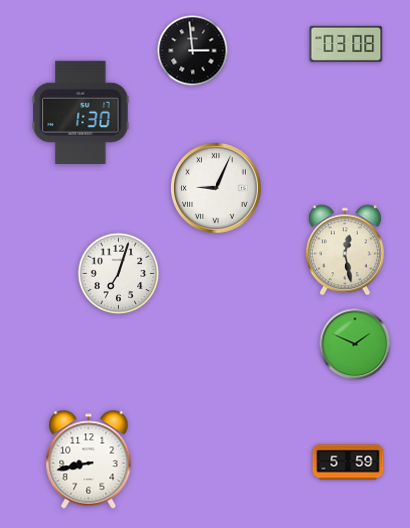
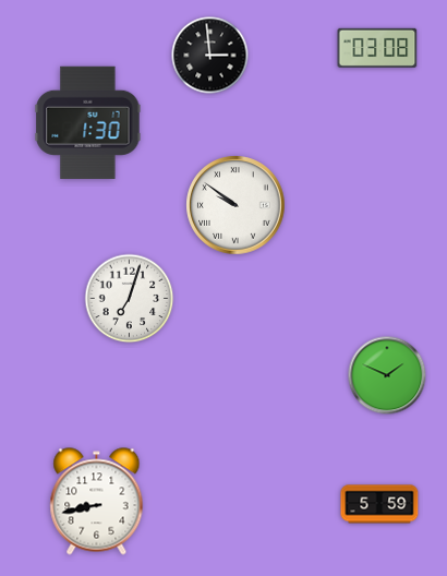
clock at (216, 188): 9:04 -> 9:51
clock at (345, 250): 12:28 -> none
